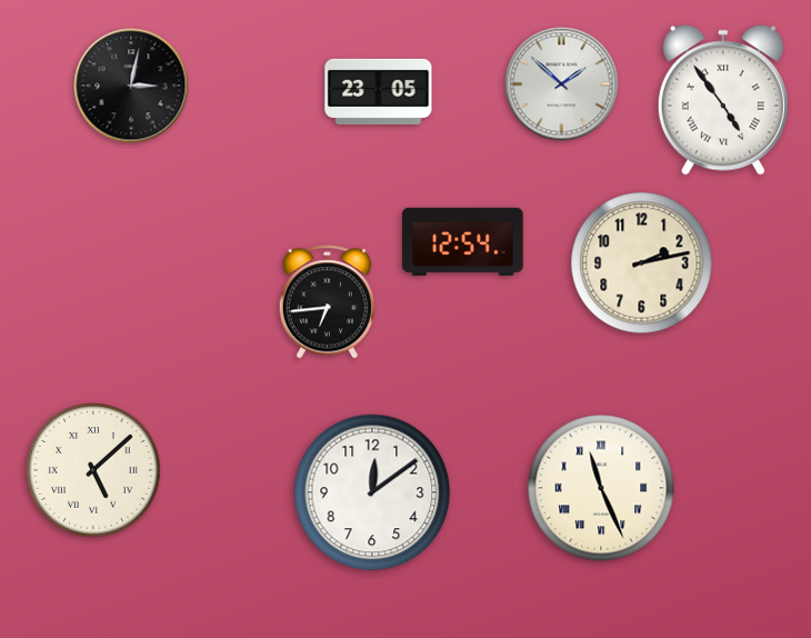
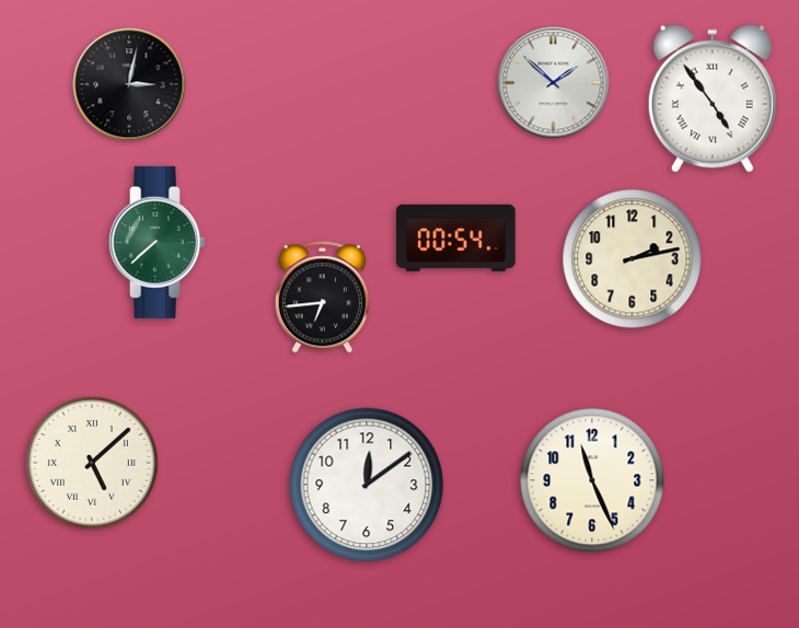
clock at (379, 91): 23:05 -> none
clock at (463, 241): 12:54 -> 00:54
clock at (157, 242): none -> 7:38
clock at (601, 488) numerals: Roman -> Arabic
